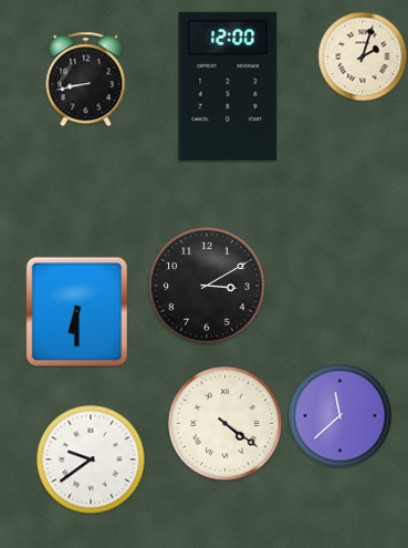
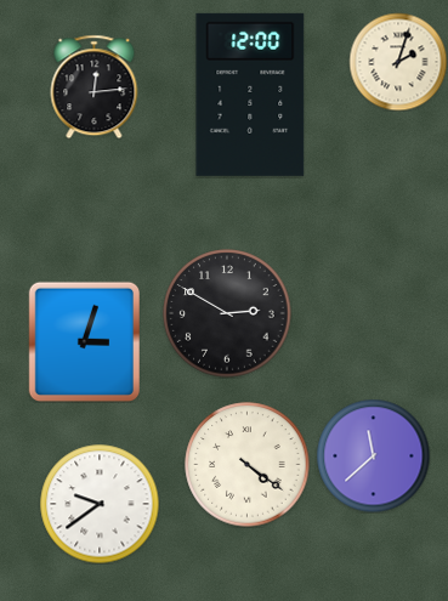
clock at (86, 79): 8:43 -> 12:14
clock at (207, 286): 3:10 -> 2:50
clock at (77, 311): 6:30 -> 3:03
